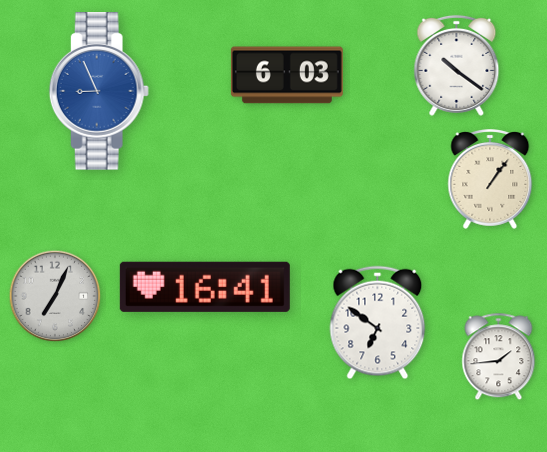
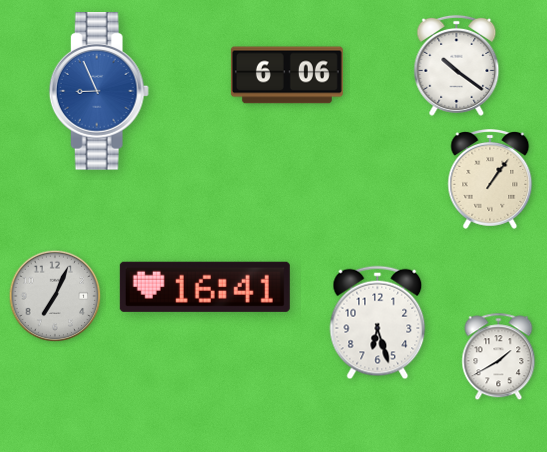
clock at (287, 75): 6:03 -> 6:06
clock at (378, 323): 6:51 -> 6:27
clock at (499, 357): 1:44 -> 1:40
